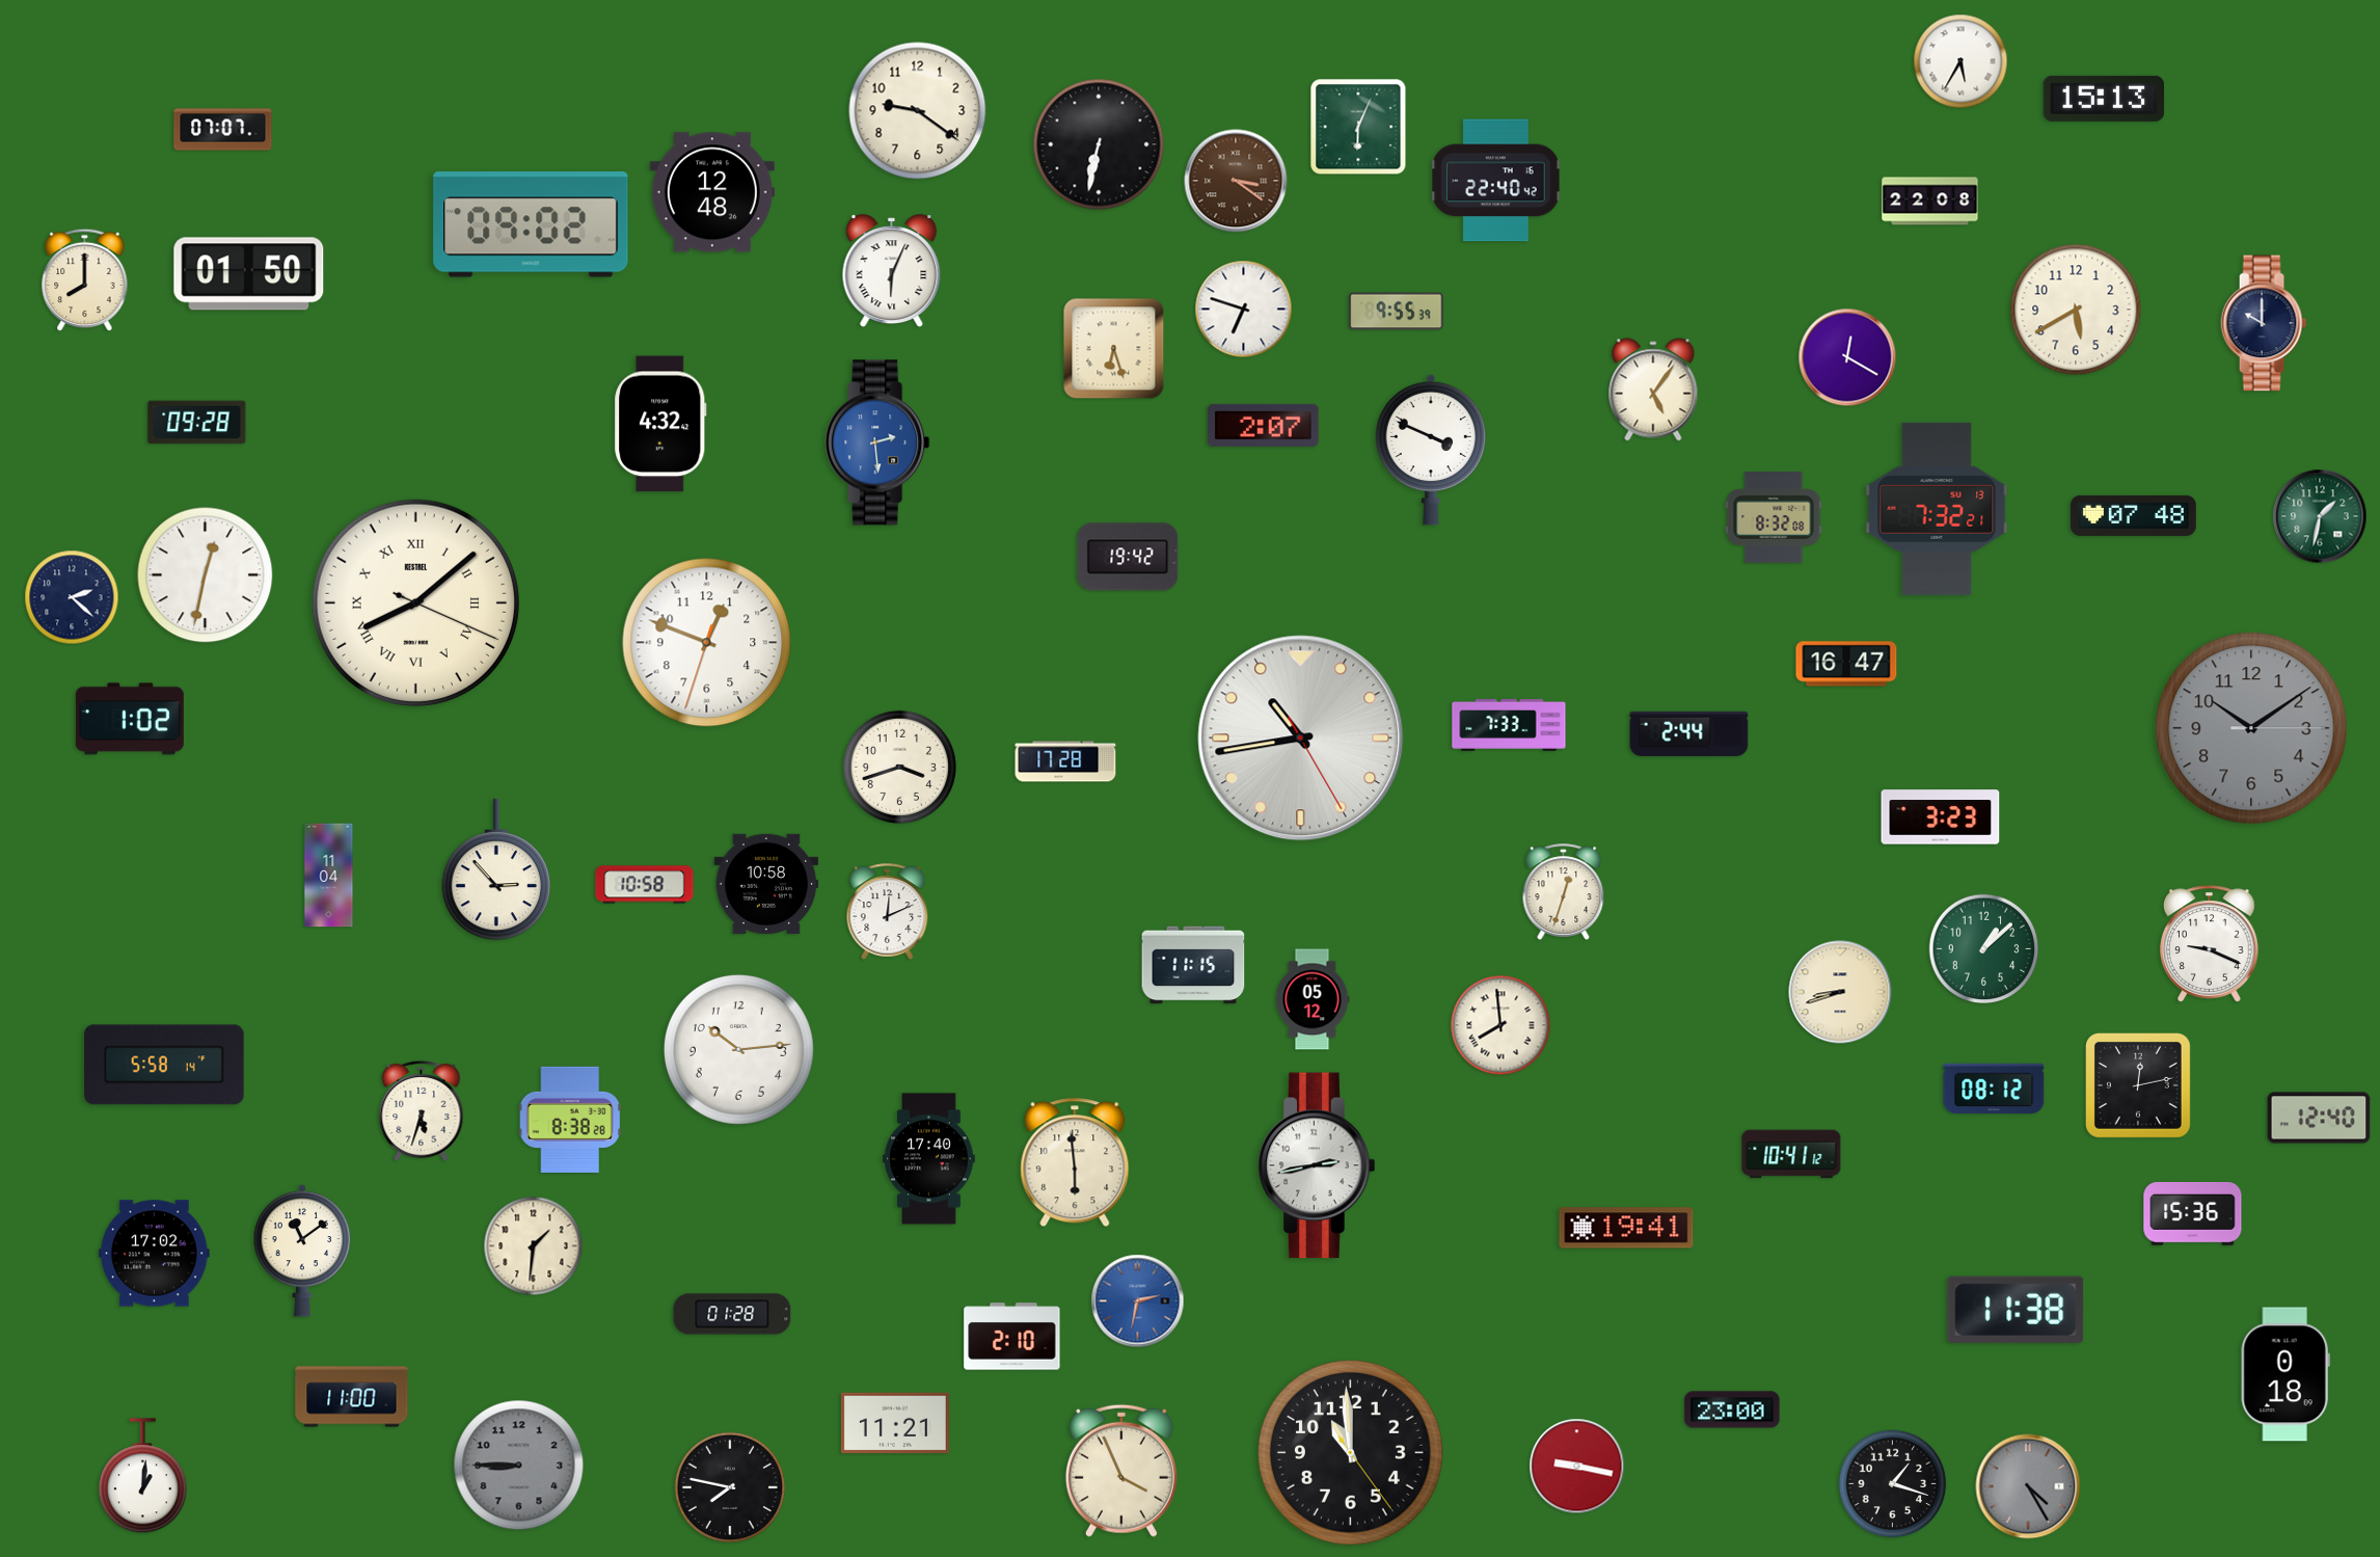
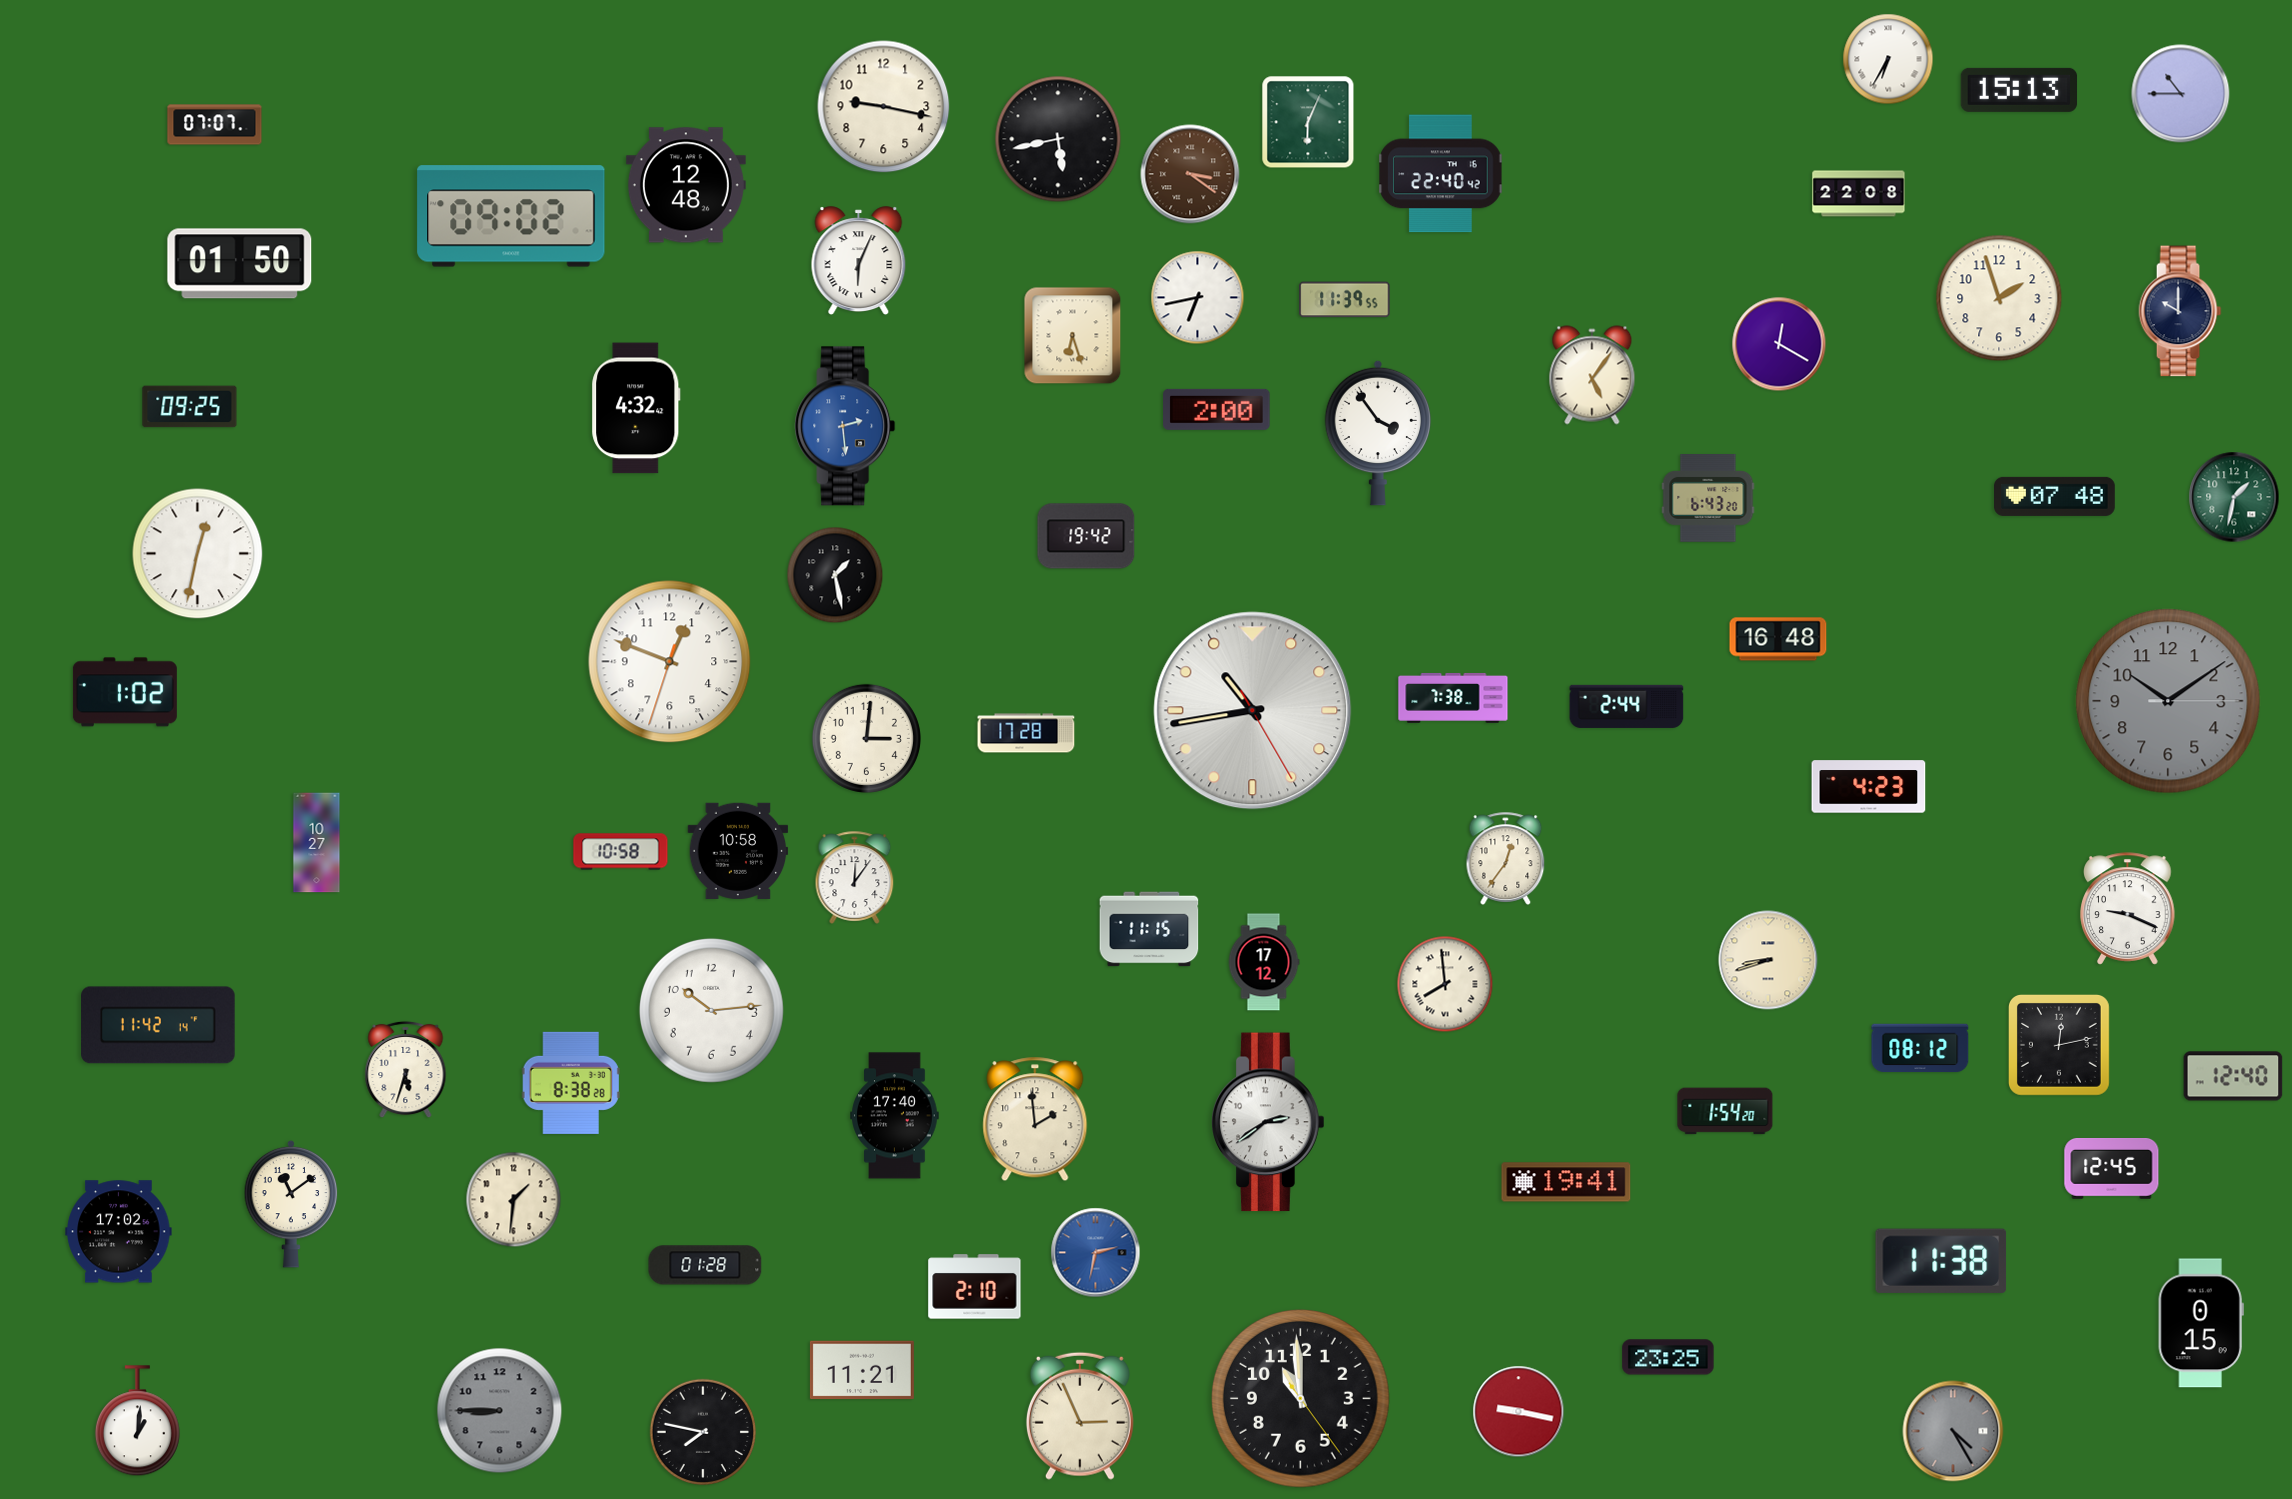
clock at (1960, 61): 5:35 -> 6:35
clock at (2181, 94): none -> 10:45
clock at (2104, 99) position: (2104, 99) -> (2019, 90)
clock at (918, 111): 9:21 -> 9:17
clock at (1099, 144): 6:32 -> 5:43
clock at (85, 280): 8:00 -> none
clock at (1244, 310): 6:48 -> 6:43
clock at (2076, 310): 5:40 -> 1:57
clock at (1397, 312): 9:55 -> 11:39
clock at (197, 423): 09:28 -> 09:25
clock at (1264, 425): 2:07 -> 2:00
clock at (1431, 450): 3:49 -> 3:54
clock at (1937, 509): 7:32 -> none
clock at (1774, 518): 8:32 -> 6:43
clock at (72, 597): 2:22 -> none
clock at (835, 575): none -> 1:28
clock at (415, 602): 8:08 -> none
clock at (707, 643) position: (707, 643) -> (670, 662)
clock at (1846, 664): 16:47 -> 16:48
clock at (1509, 725): 7:33 -> 7:38
clock at (899, 767): 3:42 -> 3:01
clock at (1941, 817): 3:23 -> 4:23
clock at (496, 869): 2:53 -> none
clock at (329, 876): 11:04 -> 10:27
clock at (1564, 891): 12:33 -> 12:36
clock at (888, 911): 12:11 -> 12:06
clock at (1984, 949): 1:08 -> none
clock at (1840, 992) position: (1840, 992) -> (1768, 960)
clock at (1313, 999): 05:12 -> 17:12
clock at (1500, 1025) position: (1500, 1025) -> (1445, 984)
clock at (164, 1065): 5:58 -> 11:42
clock at (570, 1120) position: (570, 1120) -> (571, 1083)
clock at (1791, 1154): 10:41 -> 1:54
clock at (1075, 1162): 5:59 -> 1:59
clock at (1317, 1165): 2:43 -> 2:39
clock at (2193, 1214): 15:36 -> 12:45
clock at (155, 1254) position: (155, 1254) -> (119, 1232)
clock at (2286, 1374): 0:18 -> 0:15
clock at (352, 1397): 11:00 -> none
clock at (1732, 1410): 23:00 -> 23:25
clock at (1121, 1471): 3:56 -> 2:56
clock at (1893, 1484): 1:18 -> none
